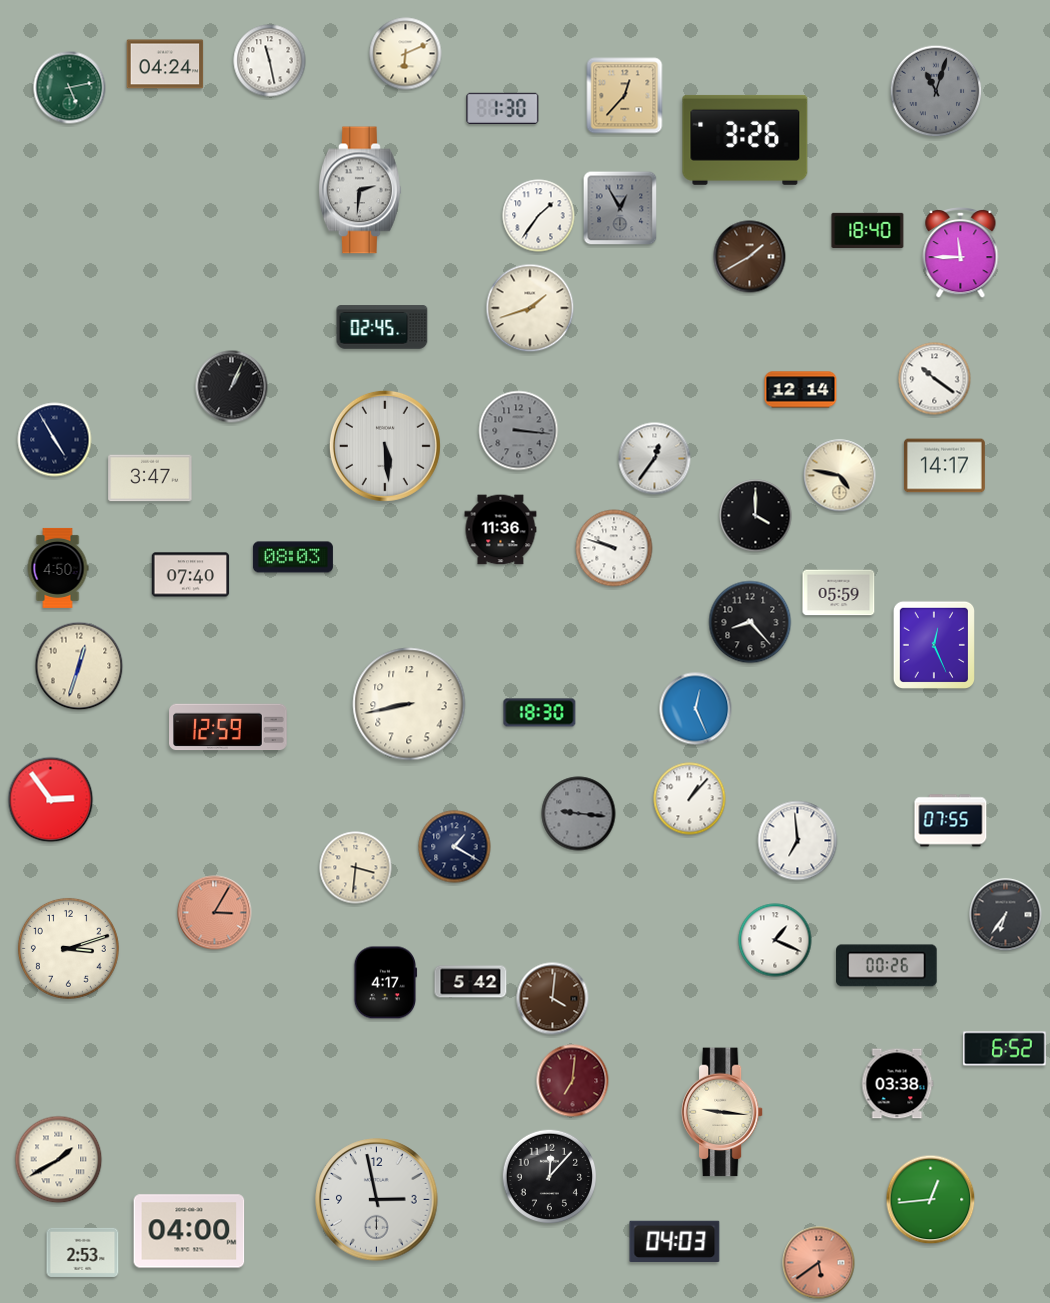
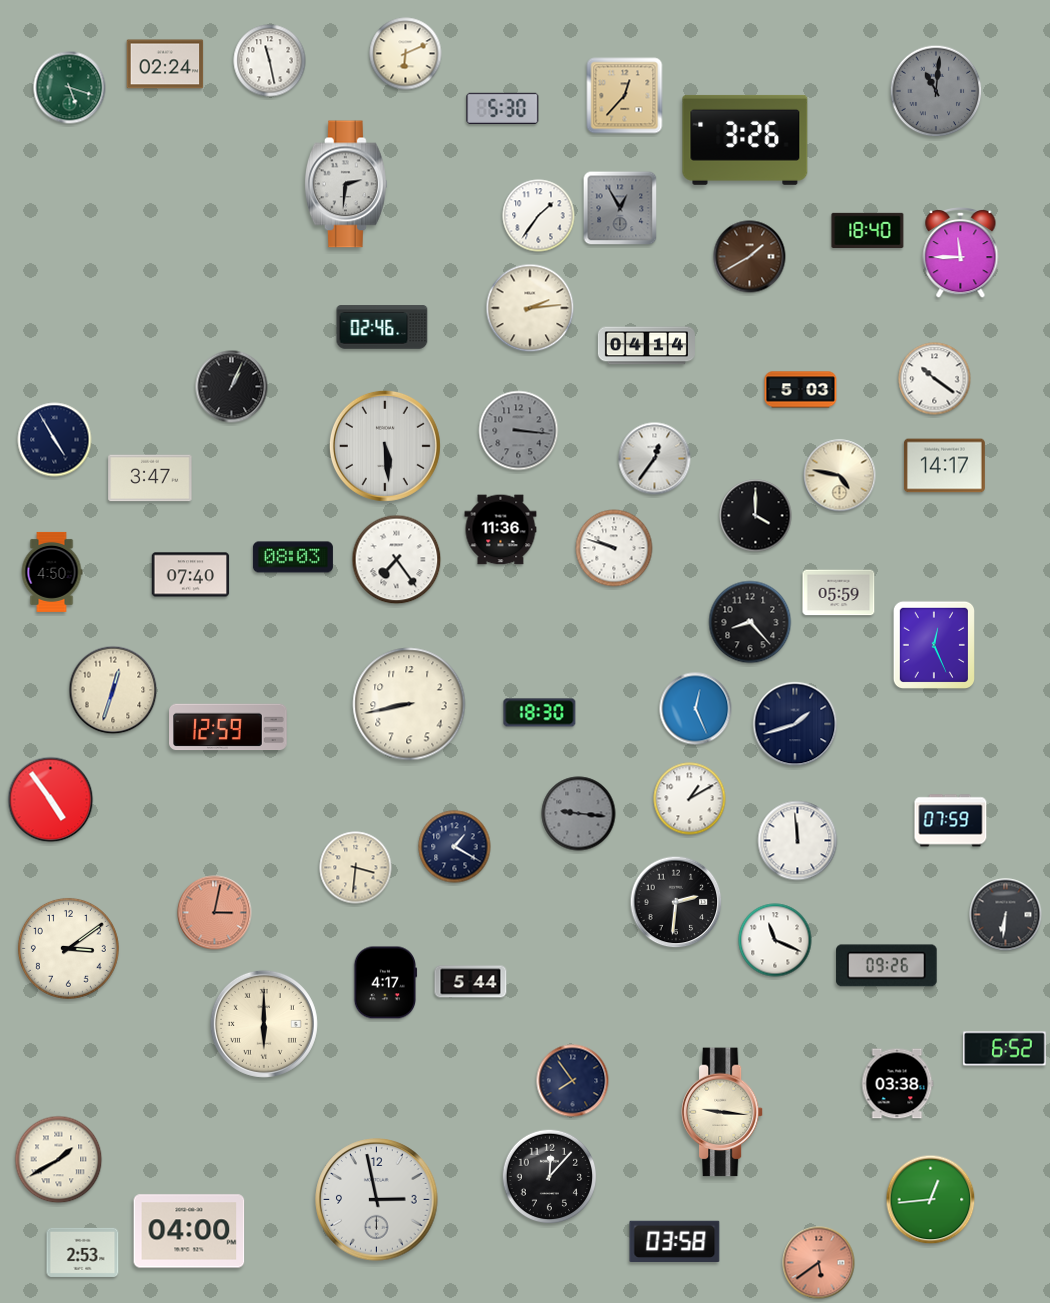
clock at (165, 64): 04:24 -> 02:24
clock at (70, 88): 5:13 -> 5:18
clock at (936, 91): 11:03 -> 11:01
clock at (503, 108): 1:30 -> 5:30
clock at (360, 190) position: (360, 190) -> (346, 184)
clock at (530, 308): 1:42 -> 2:14
clock at (382, 327): 02:45 -> 02:46
clock at (646, 346): none -> 04:14
clock at (801, 390): 12:14 -> 5:03
clock at (397, 560): none -> 7:24
clock at (58, 568) position: (58, 568) -> (52, 572)
clock at (79, 666) position: (79, 666) -> (113, 690)
clock at (795, 724): none -> 1:42
clock at (690, 799): 1:07 -> 1:10
clock at (51, 800): 2:54 -> 4:54
clock at (951, 821): 07:55 -> 07:59
clock at (798, 841): 6:59 -> 11:59
clock at (676, 902): none -> 2:31
clock at (215, 913): 3:05 -> 3:02
clock at (1006, 915): 6:36 -> 6:31
clock at (775, 940): 1:19 -> 11:19
clock at (68, 948): 3:12 -> 3:09
clock at (887, 966): 00:26 -> 09:26
clock at (471, 982): 5:42 -> 5:44
clock at (553, 999): 4:01 -> none
clock at (264, 1024): none -> 6:00
clock at (573, 1081): 7:01 -> 7:54
clock at (573, 1081) dial: burgundy -> navy
clock at (675, 1241): 04:03 -> 03:58
